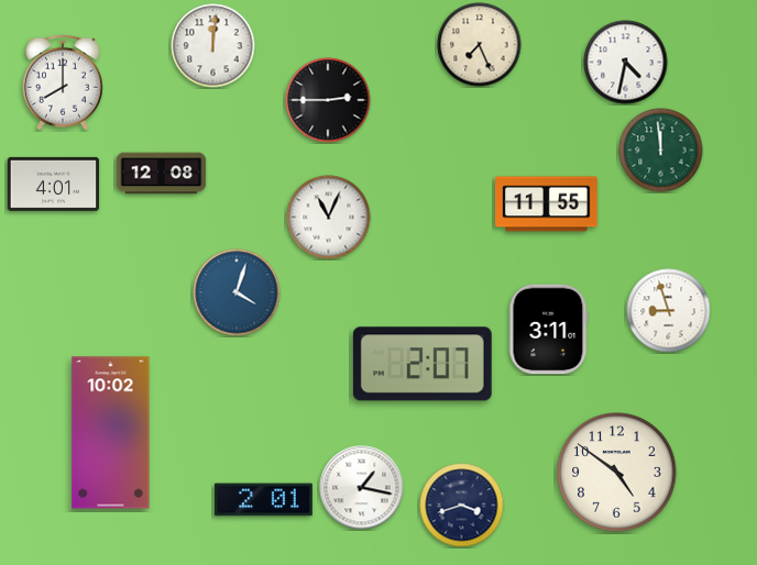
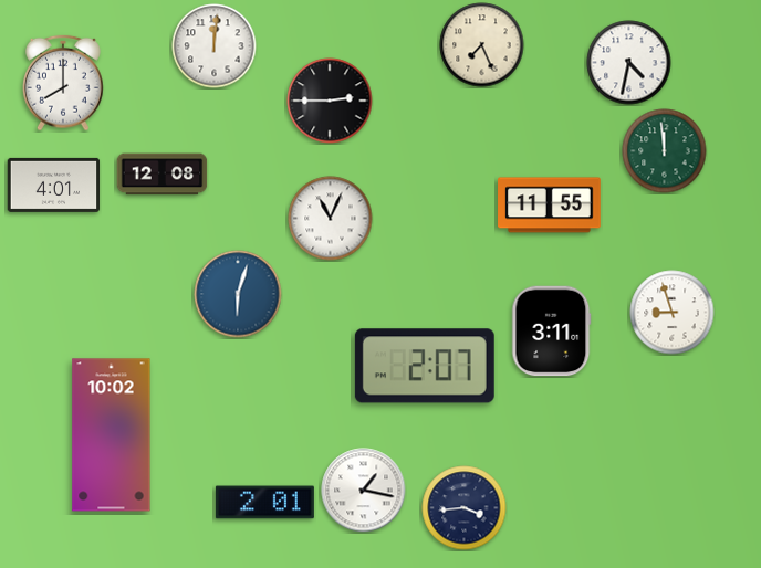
clock at (237, 292): 4:03 -> 6:03
clock at (617, 473): 4:51 -> none
clock at (462, 506): 3:42 -> 3:44
